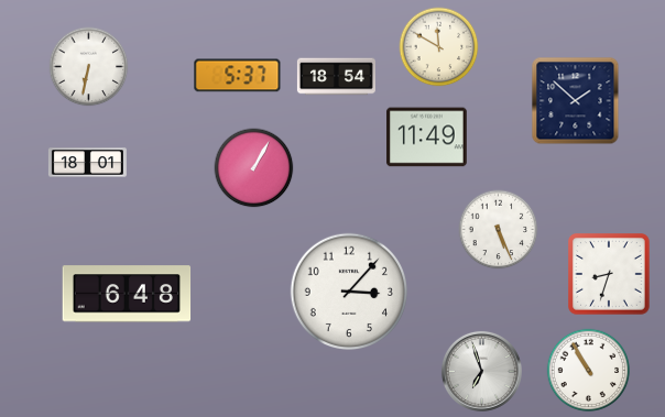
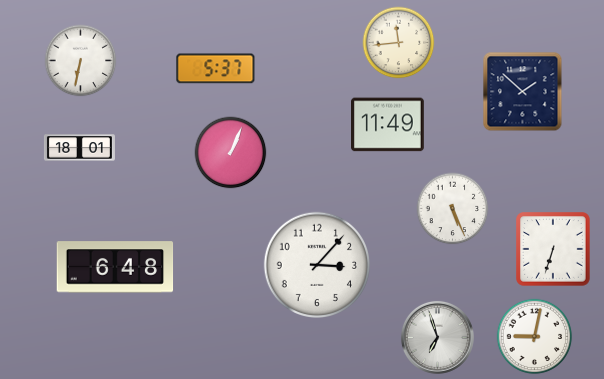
clock at (439, 47): 11:50 -> 11:44
clock at (336, 77): 18:54 -> none
clock at (254, 168): 1:05 -> 1:04
clock at (610, 275): 8:33 -> 6:33
clock at (589, 371): 10:55 -> 9:02
